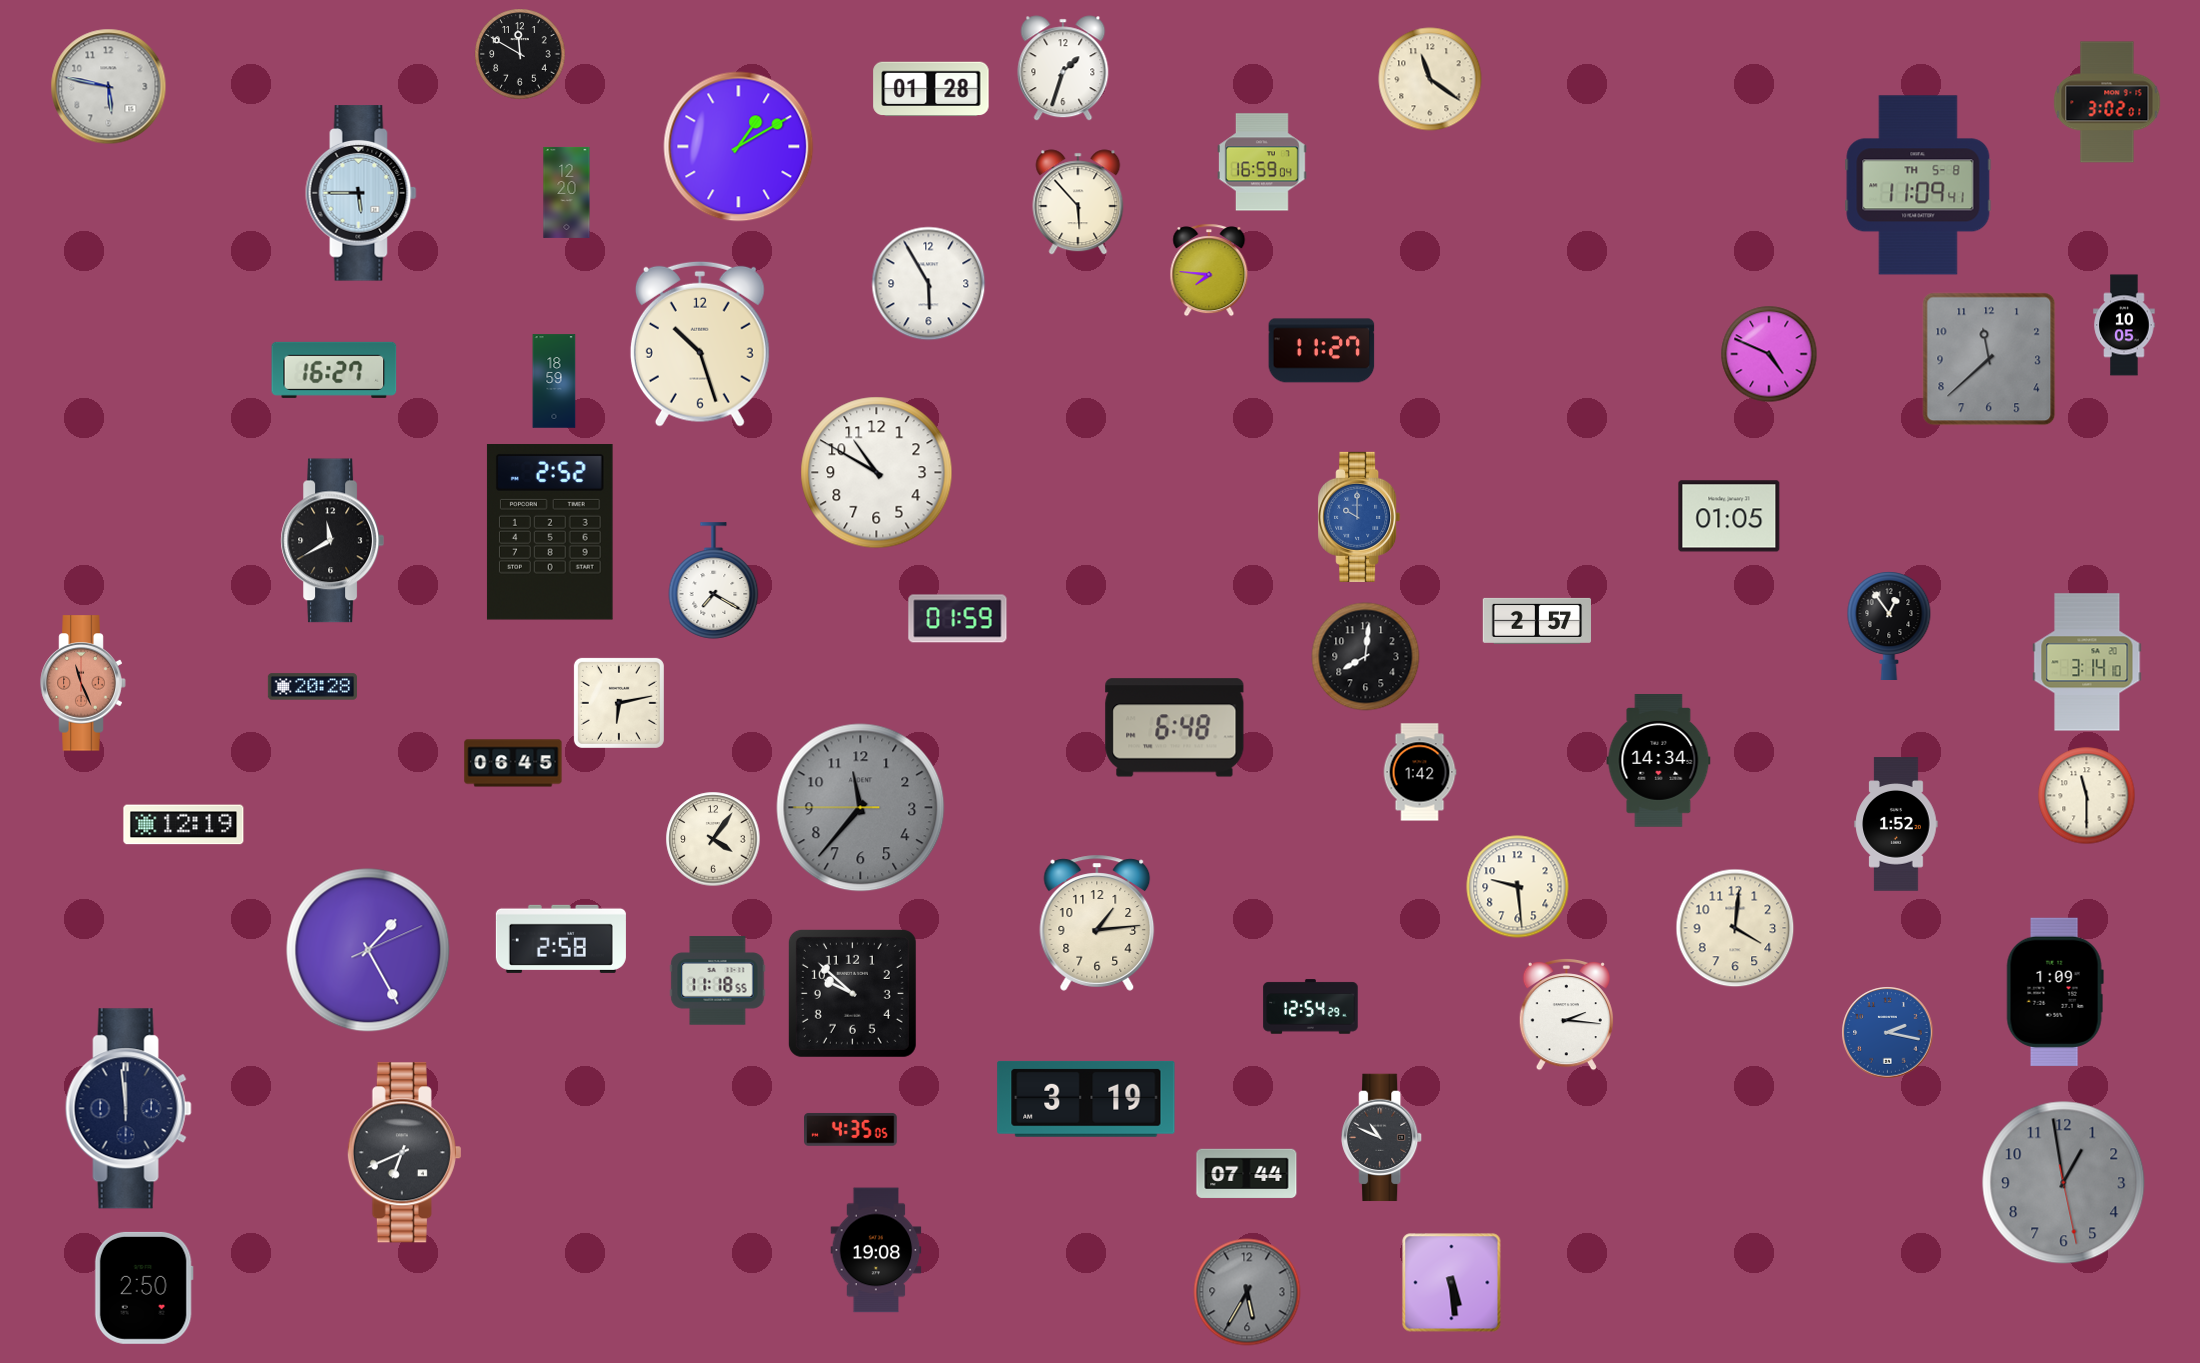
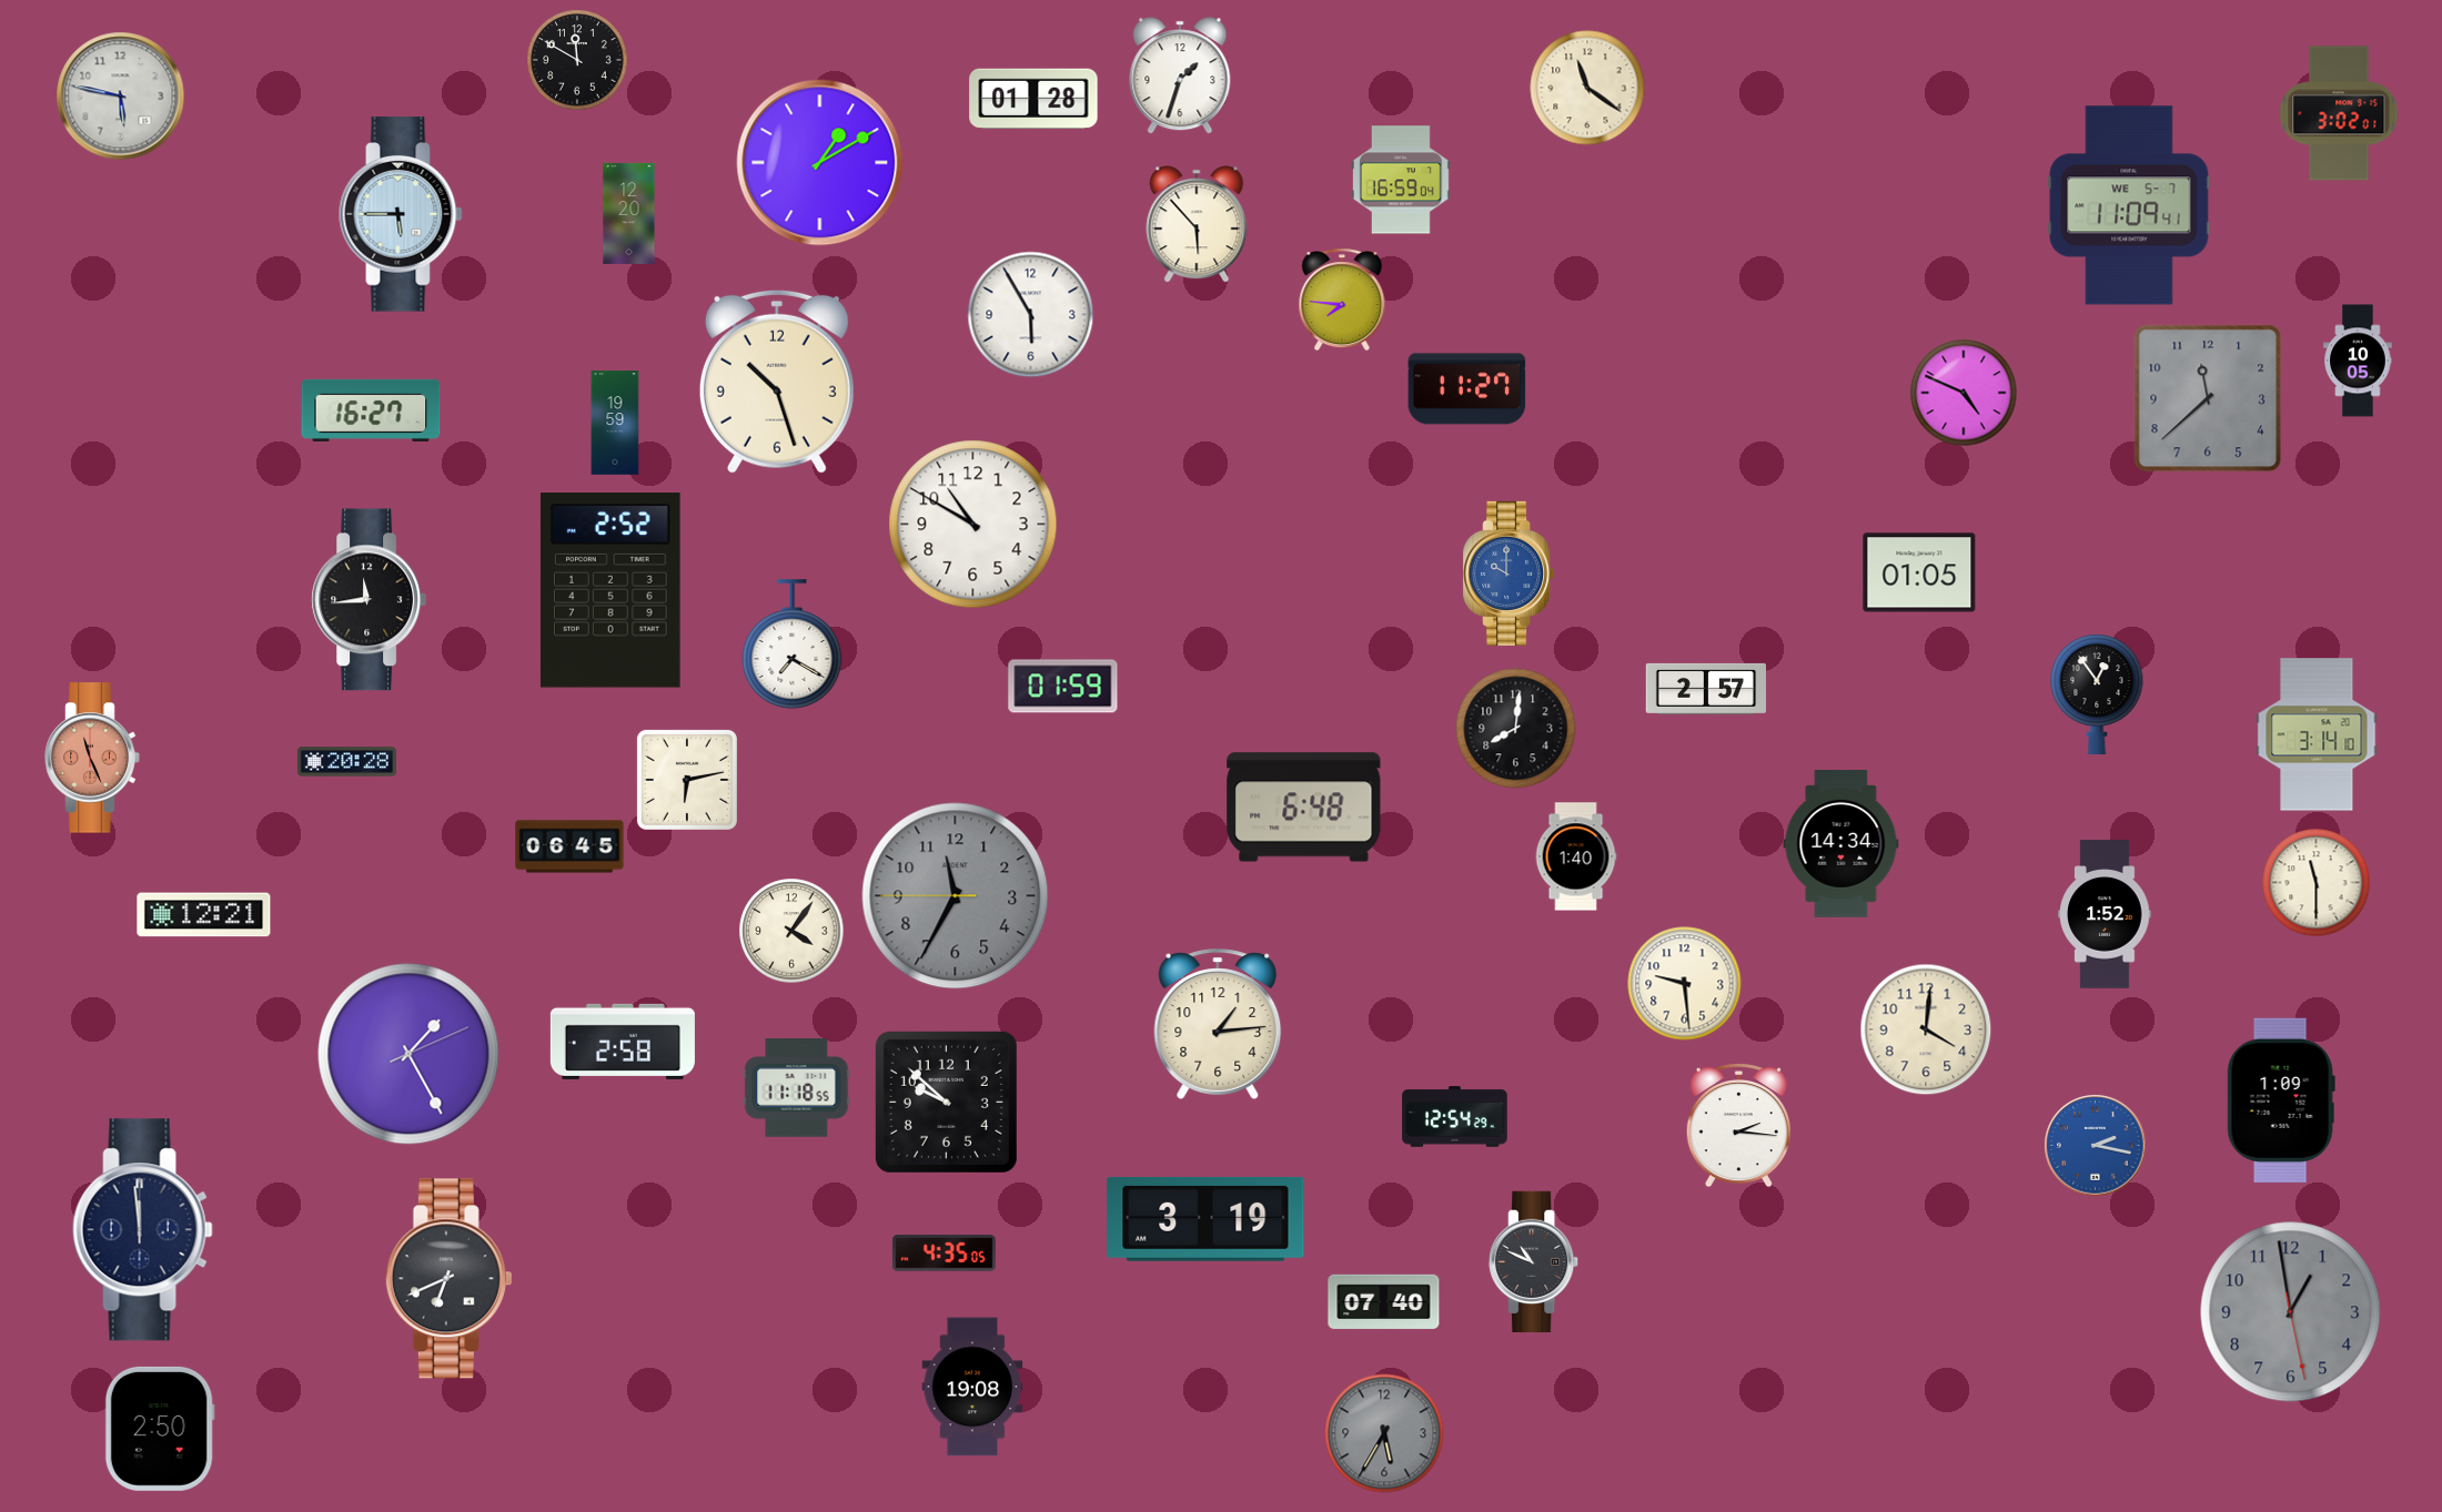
clock at (1918, 185) date: TH 5-8 -> WE 5-7
clock at (554, 381): 18:59 -> 19:59
clock at (332, 541): 11:40 -> 11:44
clock at (1420, 772): 1:42 -> 1:40
clock at (861, 808): 11:36 -> 11:34
clock at (184, 825): 12:19 -> 12:21
clock at (1247, 1174): 07:44 -> 07:40
clock at (1452, 1283): 5:29 -> none
